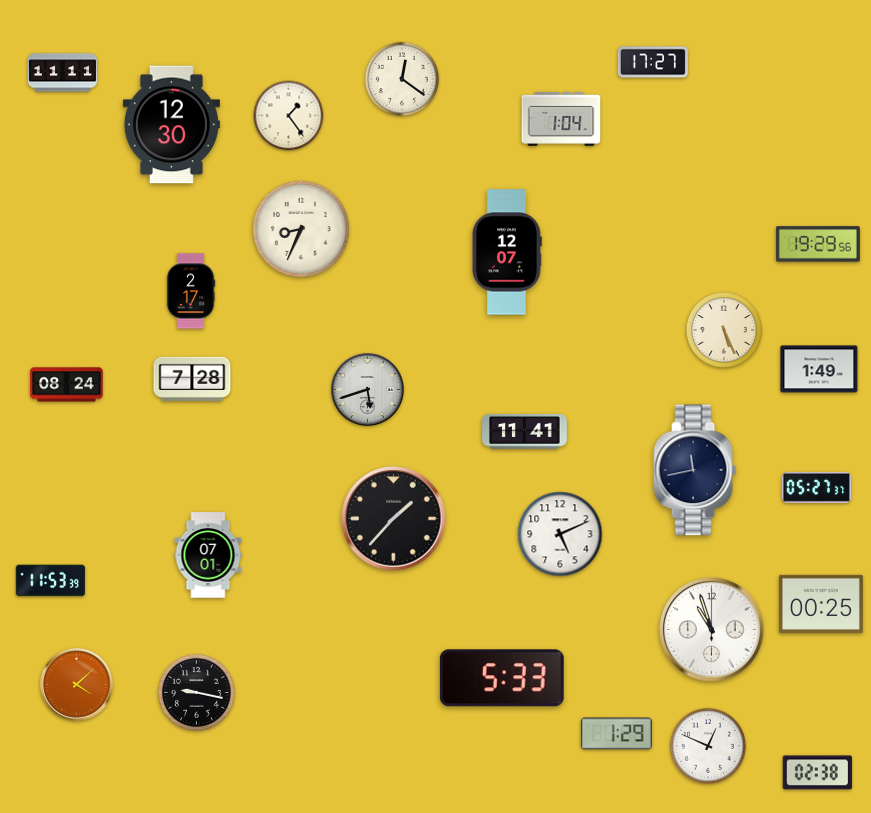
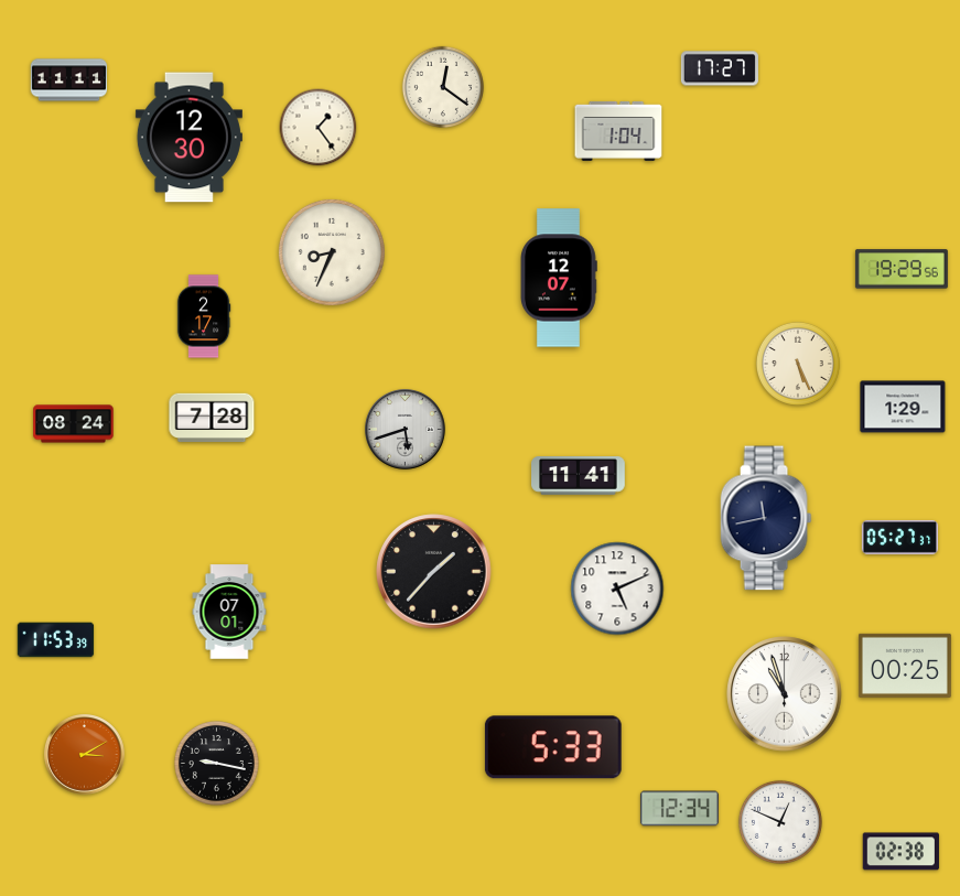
clock at (191, 291) position: (191, 291) -> (204, 316)
clock at (819, 369): 1:49 -> 1:29
clock at (77, 685): 4:08 -> 3:10
clock at (616, 734): 1:29 -> 12:34
